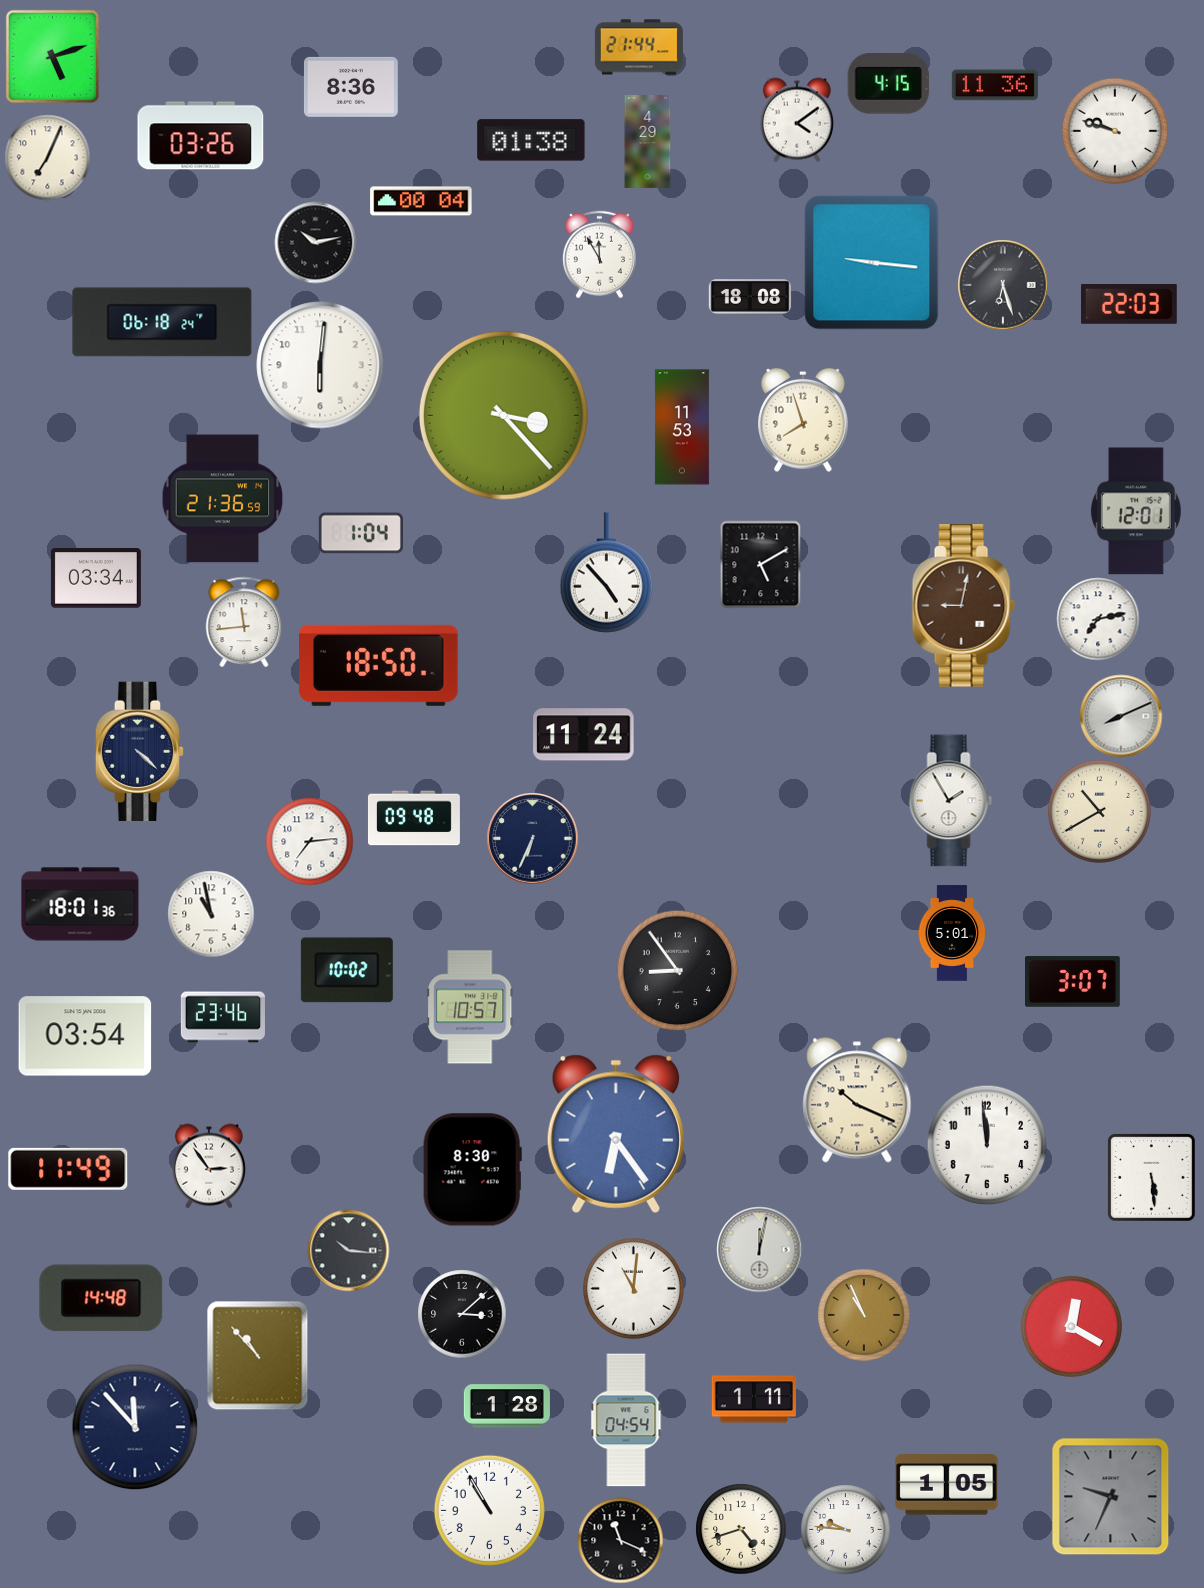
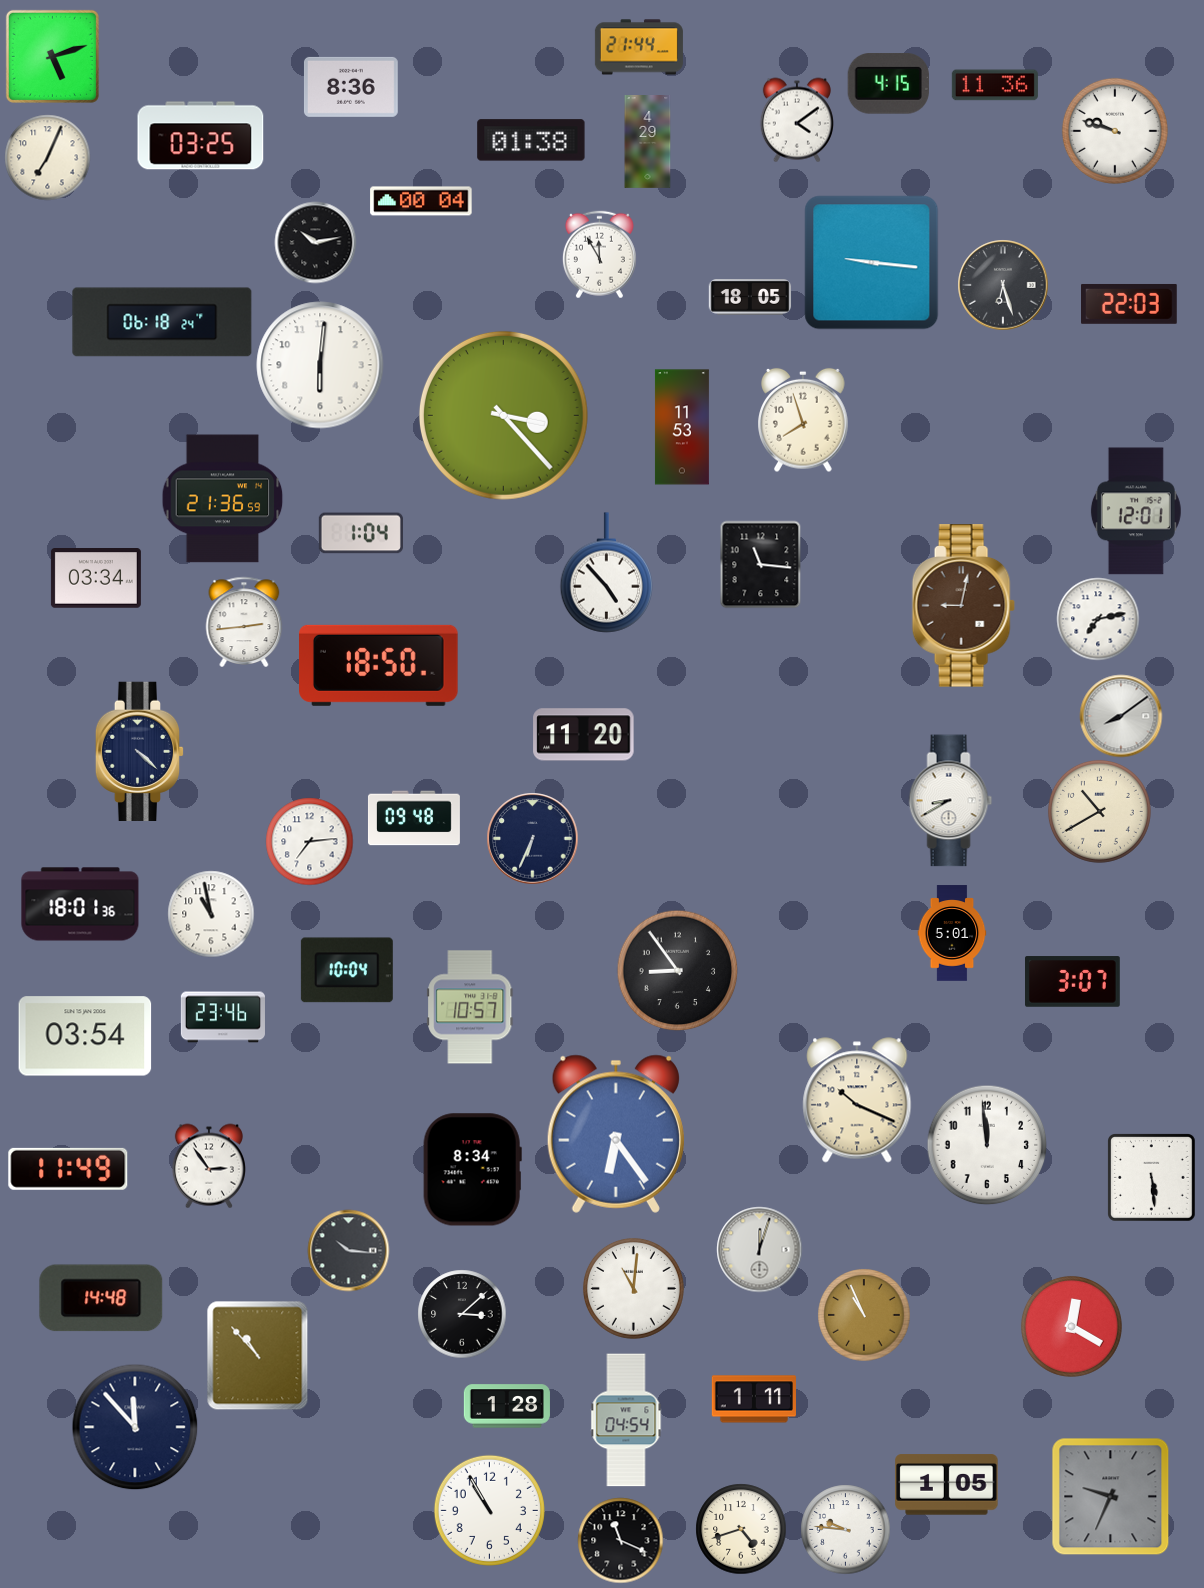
clock at (201, 136): 03:26 -> 03:25
clock at (750, 297): 18:08 -> 18:05
clock at (761, 564): 5:10 -> 11:16
clock at (244, 622): 11:44 -> 2:44
clock at (1121, 716): 8:11 -> 8:09
clock at (584, 735): 11:24 -> 11:20
clock at (951, 801): 1:55 -> 8:40
clock at (347, 970): 10:02 -> 10:04
clock at (472, 1170): 8:30 -> 8:34
clock at (759, 1249): 12:02 -> 12:03
